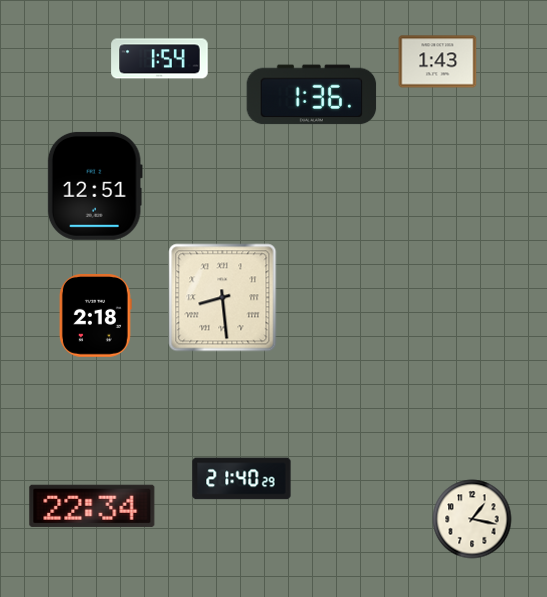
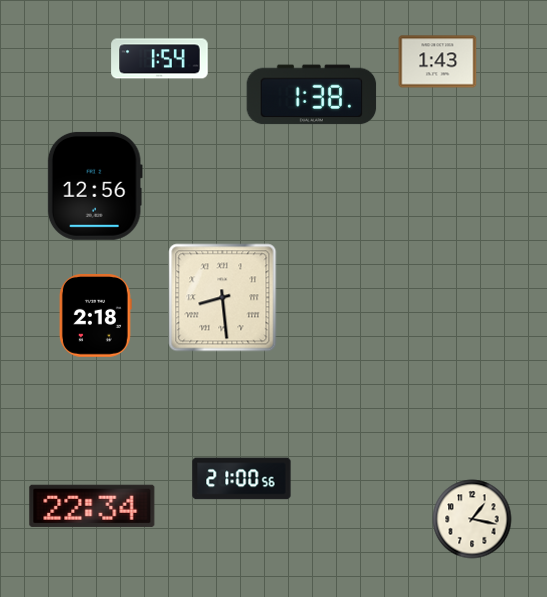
clock at (312, 95): 1:36 -> 1:38
clock at (95, 186): 12:51 -> 12:56
clock at (242, 479): 21:40 -> 21:00
